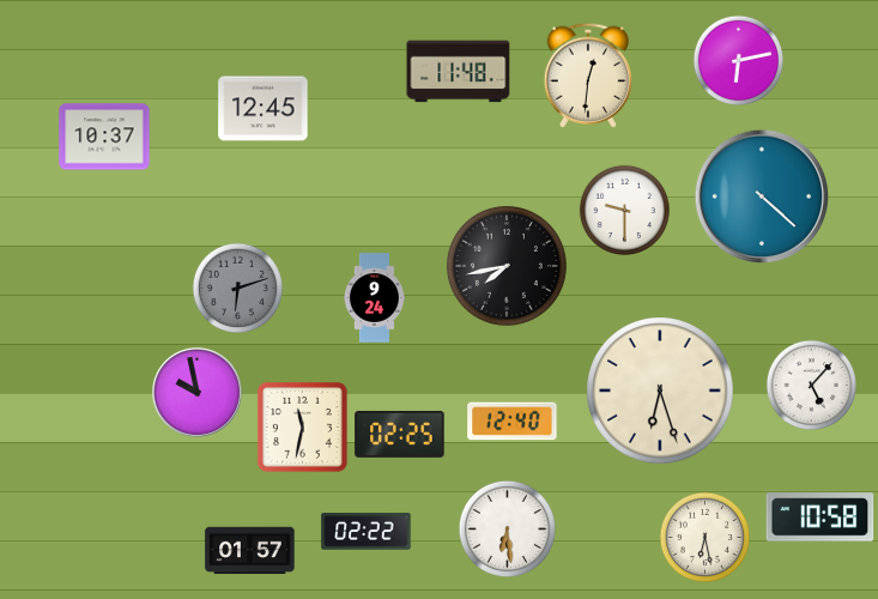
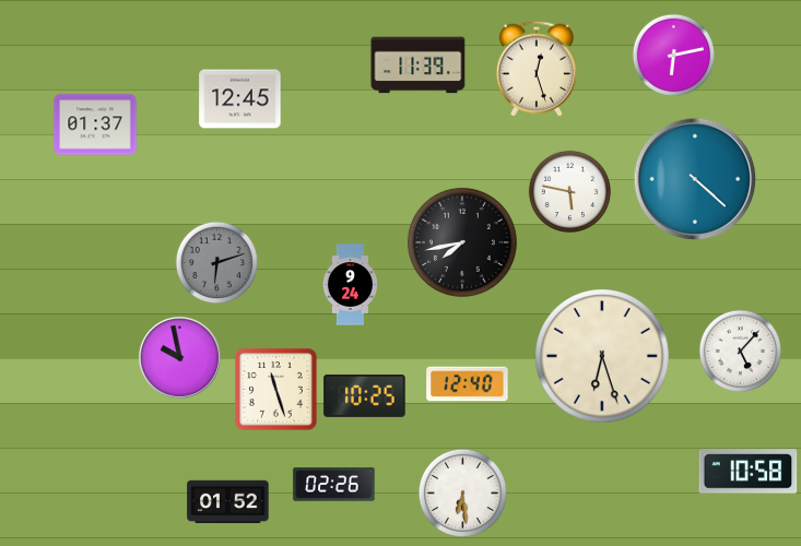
clock at (459, 72): 11:48 -> 11:39
clock at (588, 75): 12:31 -> 12:27
clock at (104, 137): 10:37 -> 01:37
clock at (624, 210): 9:30 -> 5:47
clock at (374, 298) position: (374, 298) -> (350, 285)
clock at (302, 426): 11:32 -> 11:27
clock at (400, 434): 02:25 -> 10:25
clock at (507, 528) position: (507, 528) -> (462, 492)
clock at (367, 532): 02:22 -> 02:26
clock at (704, 537): 6:28 -> none
clock at (250, 551): 01:57 -> 01:52
